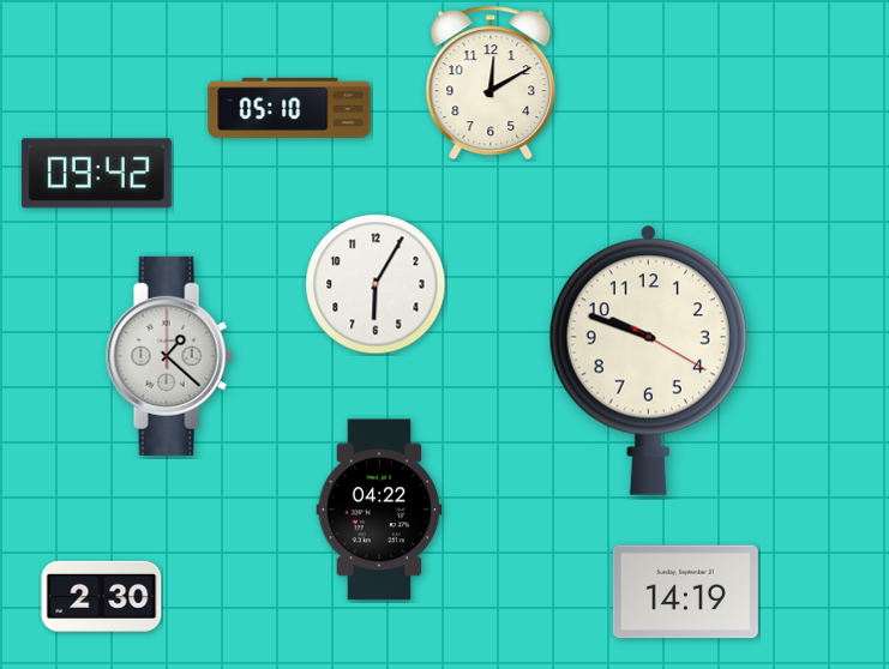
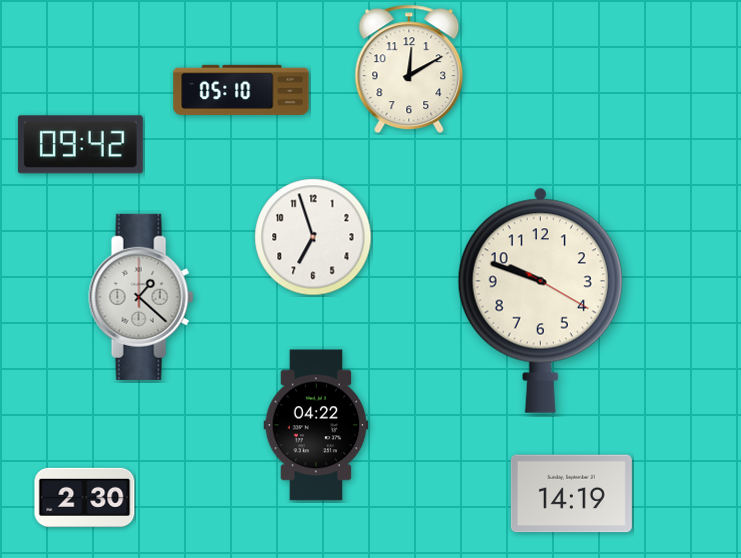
clock at (376, 284): 6:05 -> 6:57
